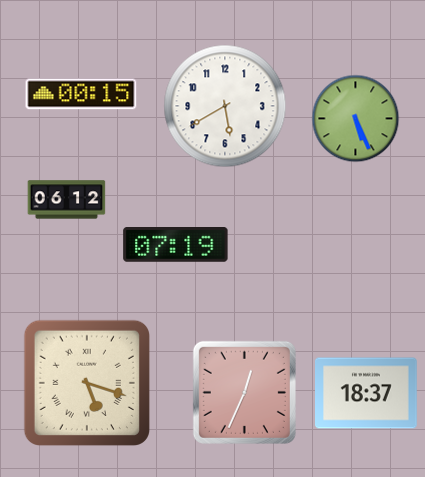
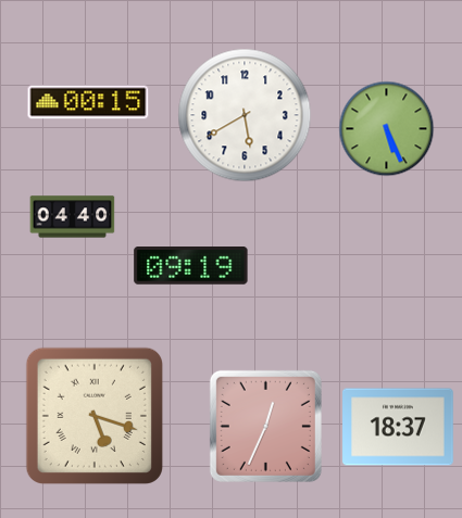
clock at (67, 200): 06:12 -> 04:40
clock at (176, 245): 07:19 -> 09:19
